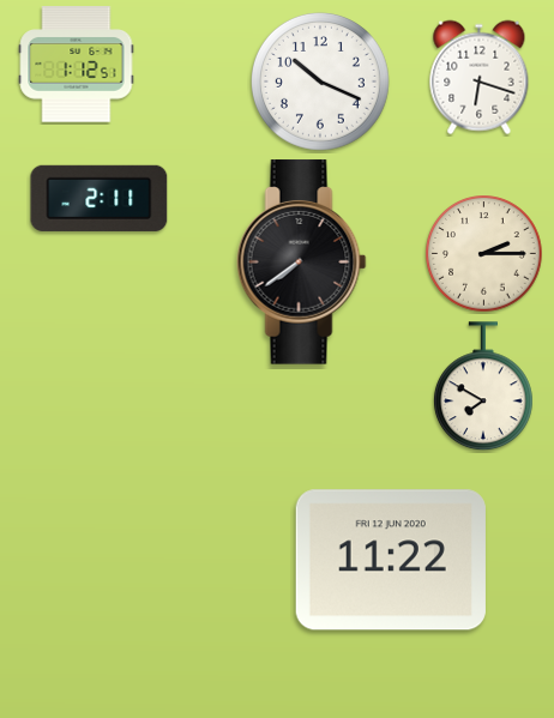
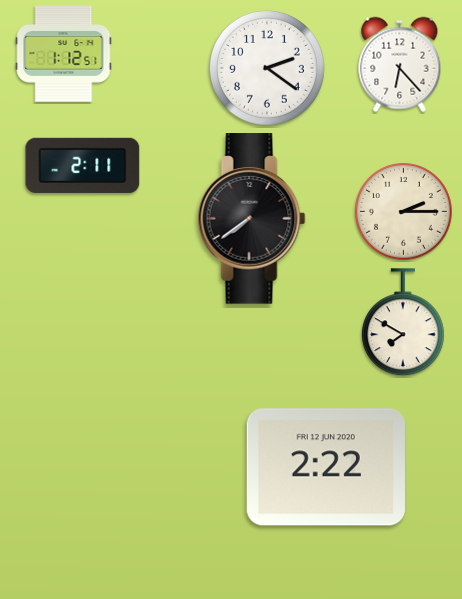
clock at (480, 78): 6:18 -> 6:23
clock at (320, 82): 10:19 -> 2:21
clock at (391, 560): 11:22 -> 2:22
